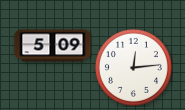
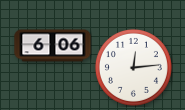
clock at (53, 46): 5:09 -> 6:06
